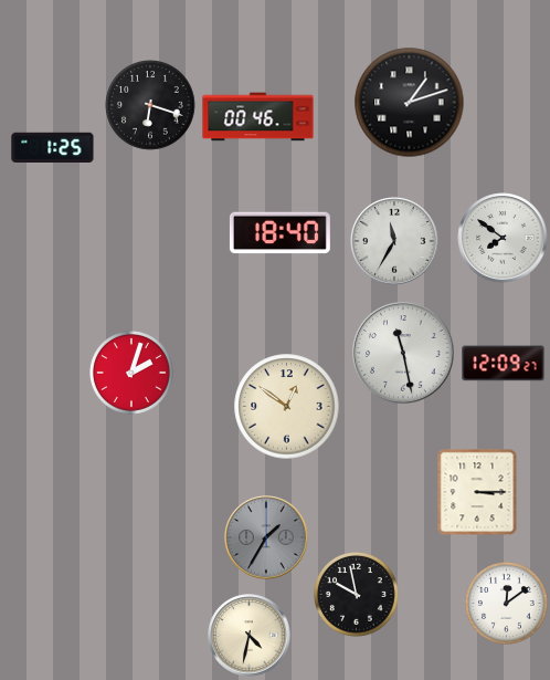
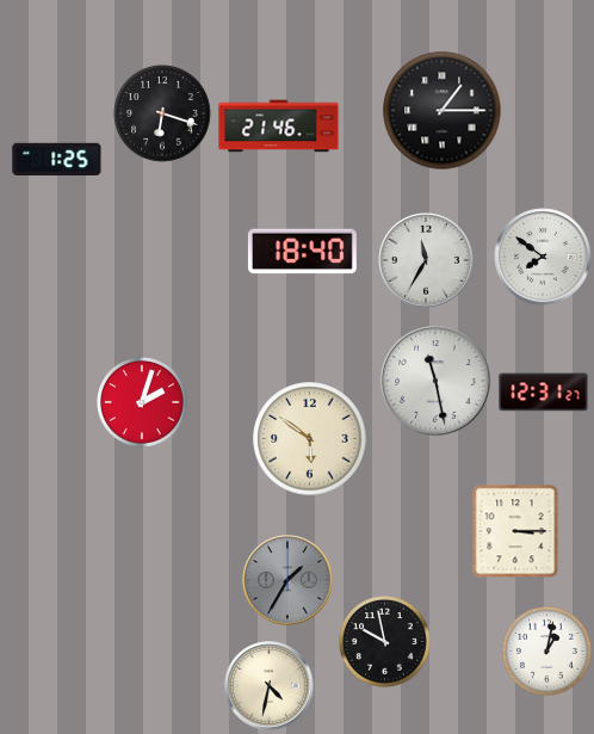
clock at (410, 103): 1:12 -> 1:15
clock at (258, 117): 00:46 -> 21:46
clock at (504, 364): 12:09 -> 12:31
clock at (287, 407): 12:51 -> 5:51
clock at (507, 604): 12:09 -> 1:02
